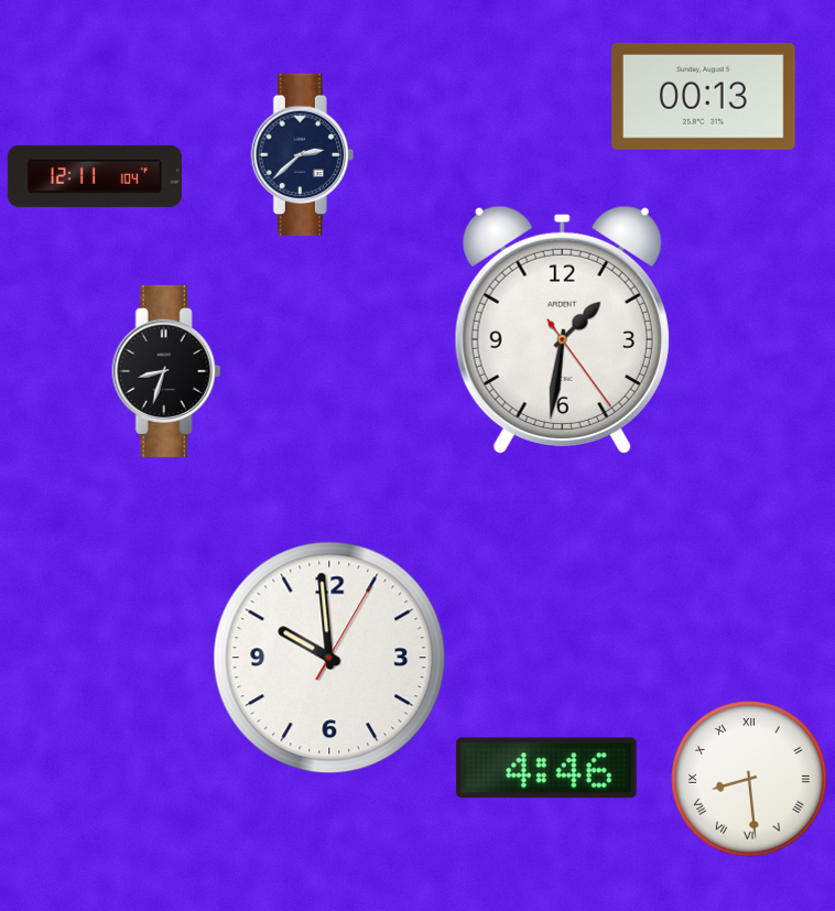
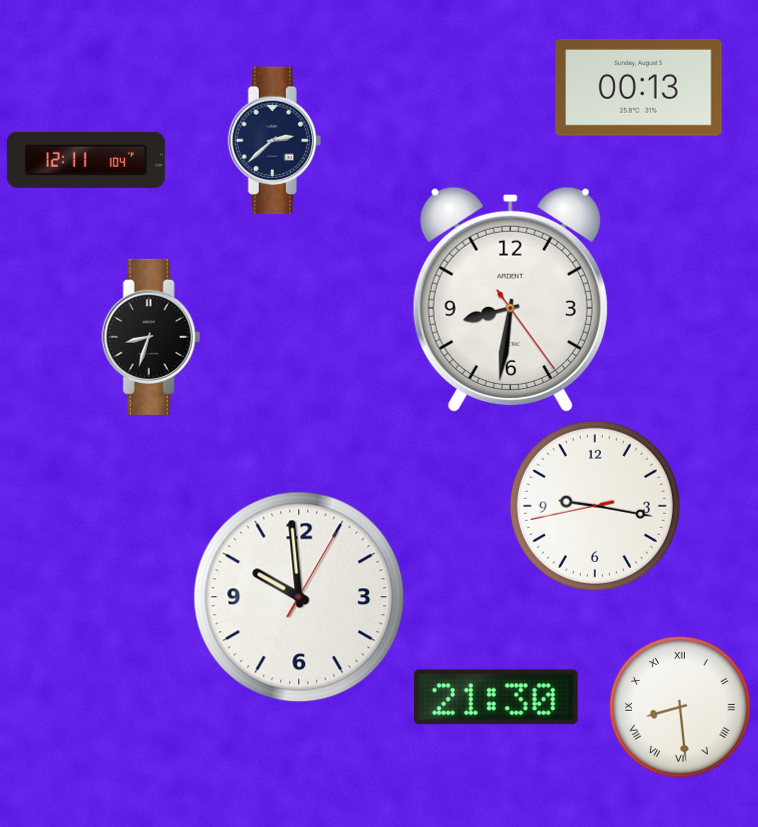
clock at (562, 329): 1:31 -> 8:31
clock at (595, 506): none -> 9:16
clock at (546, 768): 4:46 -> 21:30
